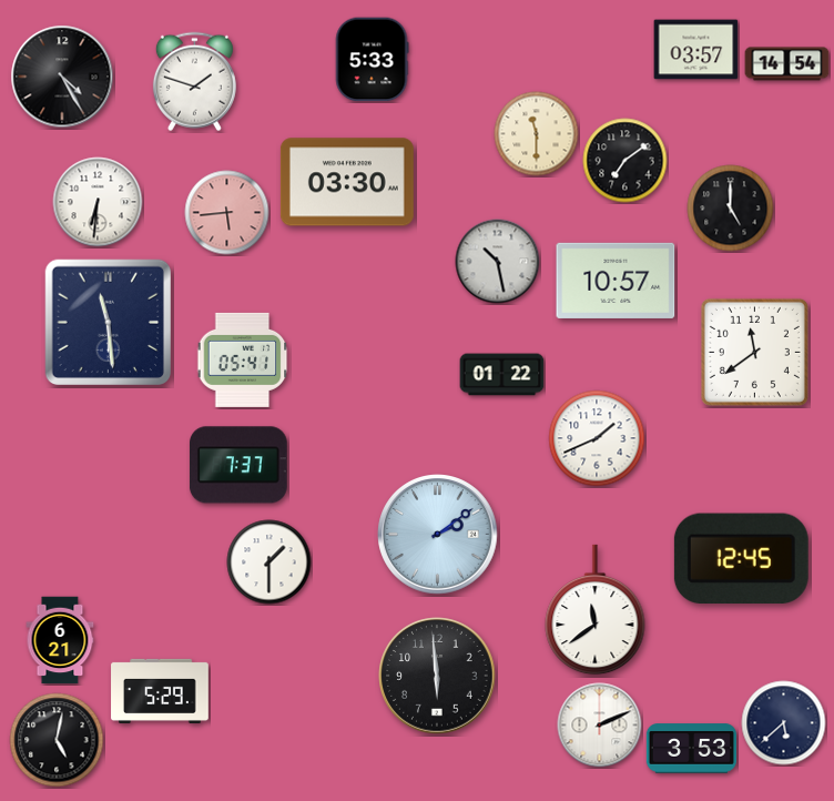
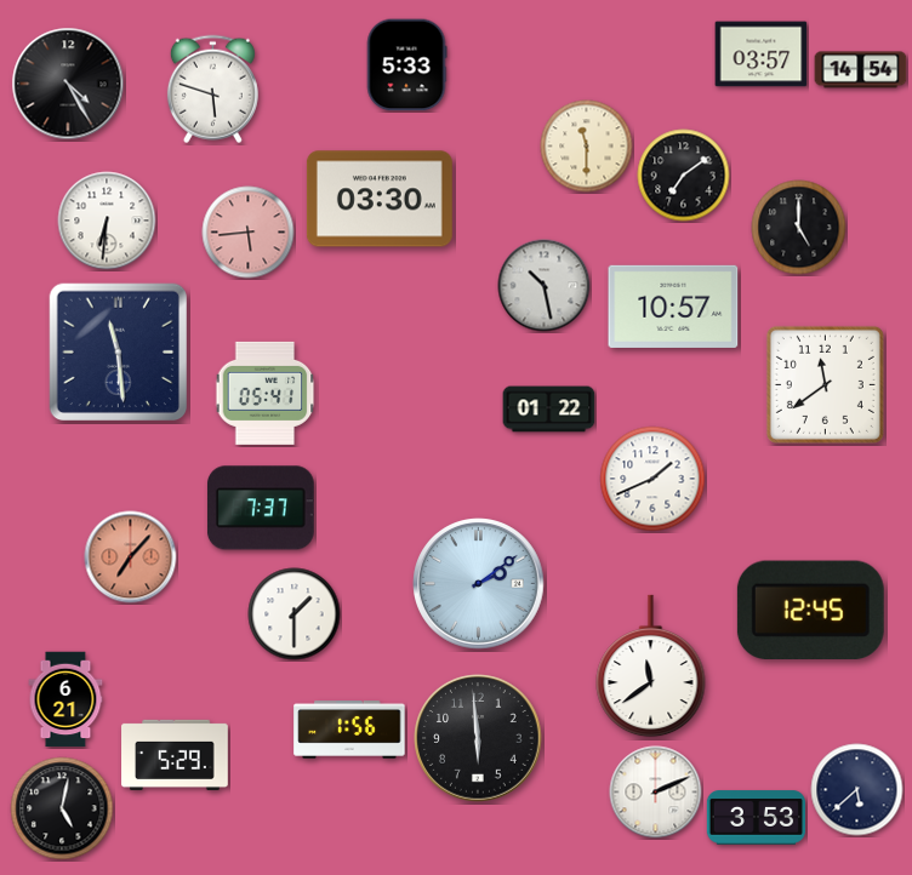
clock at (194, 82): 1:48 -> 5:48
clock at (131, 557): none -> 7:07
clock at (349, 730): none -> 1:56
